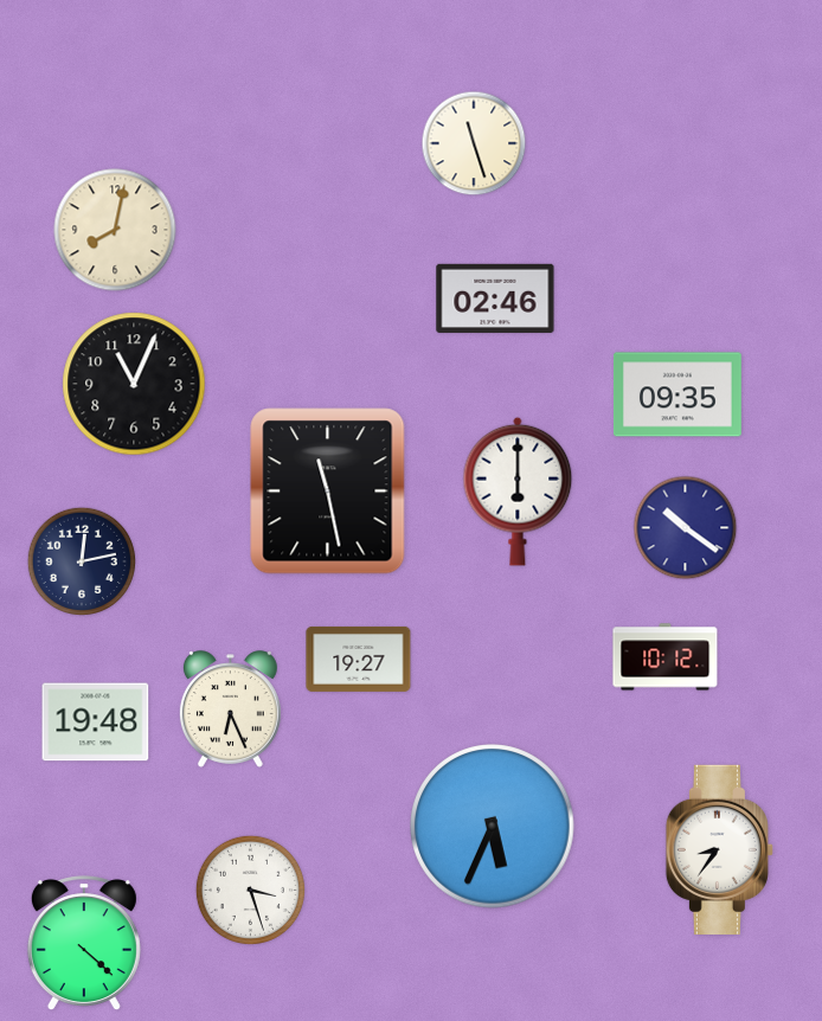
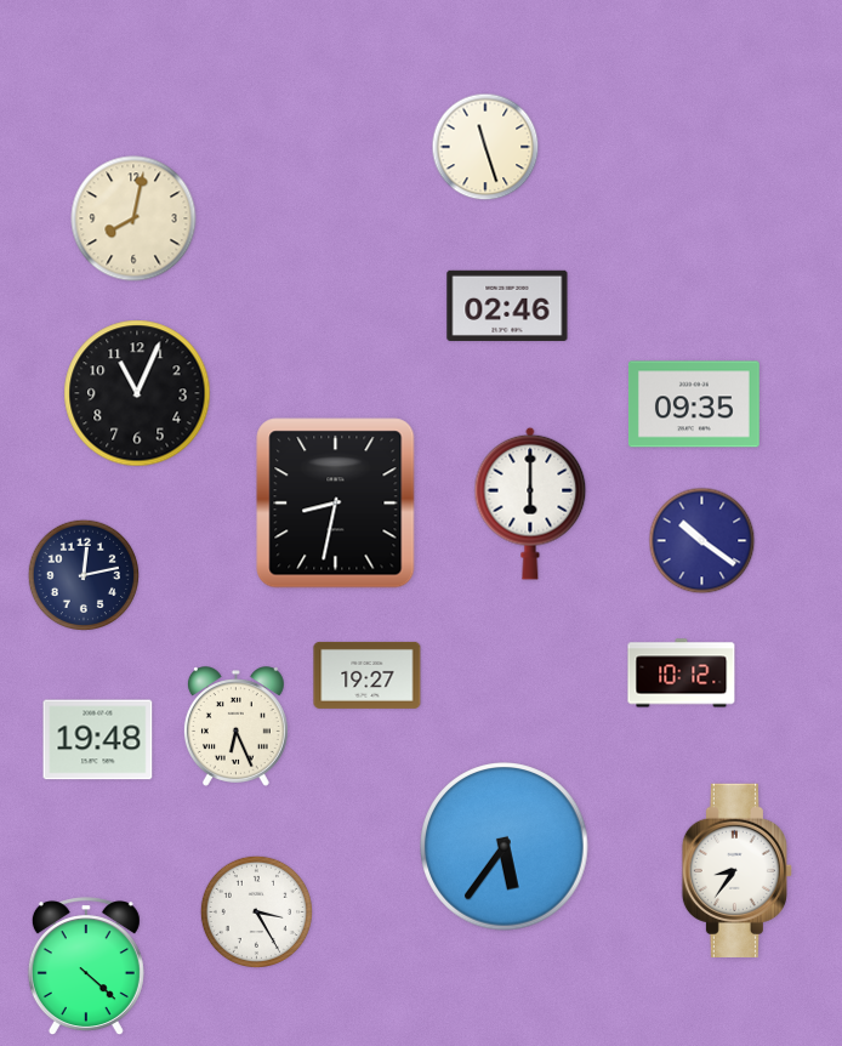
clock at (115, 230) position: (115, 230) -> (133, 218)
clock at (328, 492): 11:28 -> 8:32
clock at (493, 827): 5:34 -> 5:36
clock at (250, 890): 3:27 -> 3:25
